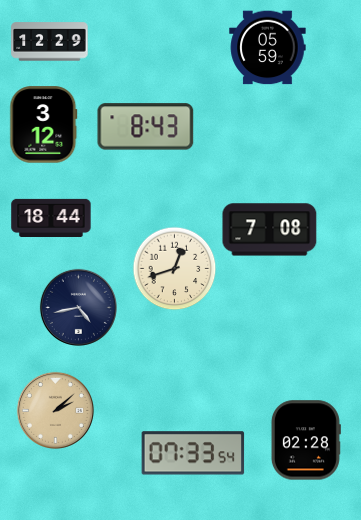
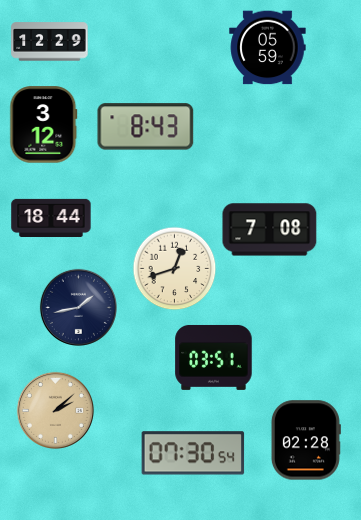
clock at (78, 307): 4:43 -> 1:43
clock at (214, 357): none -> 03:51
clock at (193, 453): 07:33 -> 07:30
